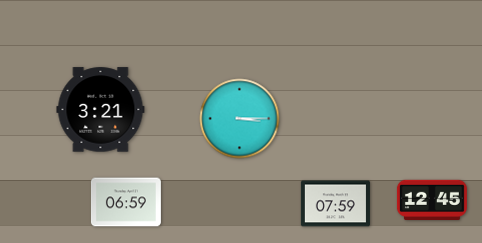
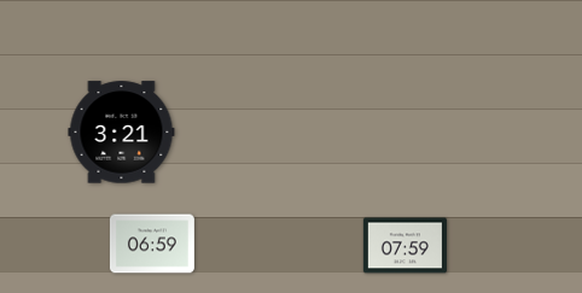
clock at (240, 119): 3:15 -> none
clock at (432, 200): 12:45 -> none
